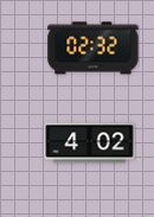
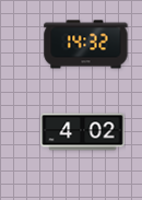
clock at (94, 49): 02:32 -> 14:32
